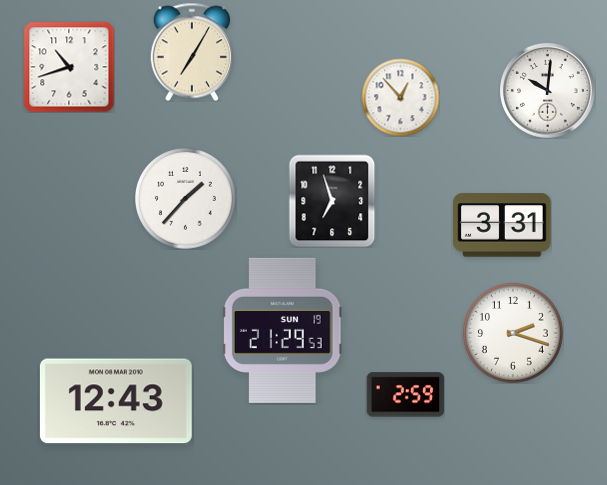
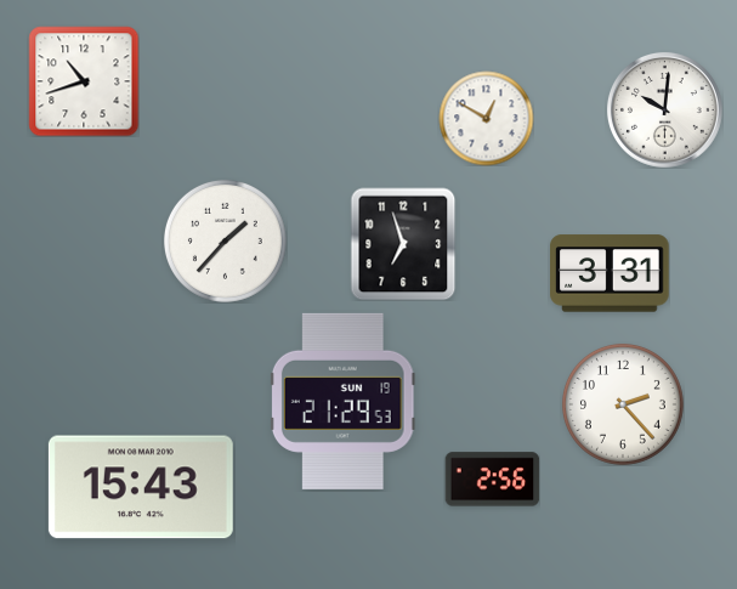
clock at (192, 52): 7:05 -> none
clock at (400, 97): 12:53 -> 12:50
clock at (513, 333): 2:18 -> 2:23
clock at (405, 395): 2:59 -> 2:56
clock at (116, 401): 12:43 -> 15:43
